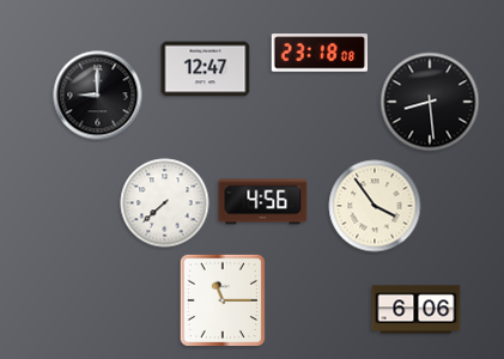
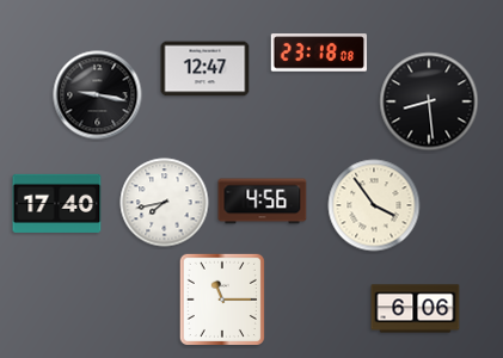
clock at (98, 96): 9:00 -> 9:17
clock at (57, 203): none -> 17:40
clock at (165, 203): 7:38 -> 7:43
